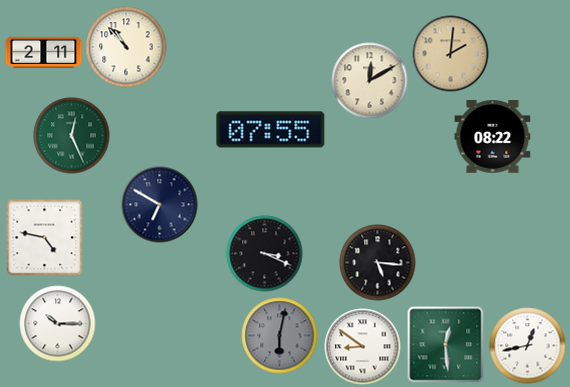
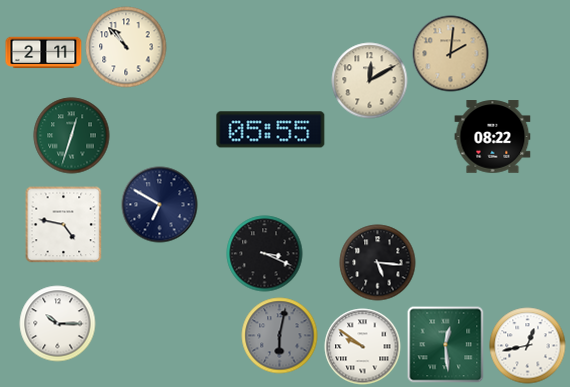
clock at (271, 130): 07:55 -> 05:55
clock at (72, 136): 12:26 -> 12:33
clock at (44, 238) position: (44, 238) -> (63, 225)
clock at (363, 347): 8:51 -> 9:51
